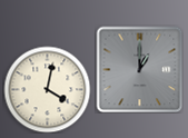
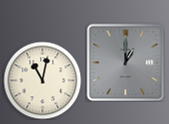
clock at (47, 89): 4:02 -> 11:02
